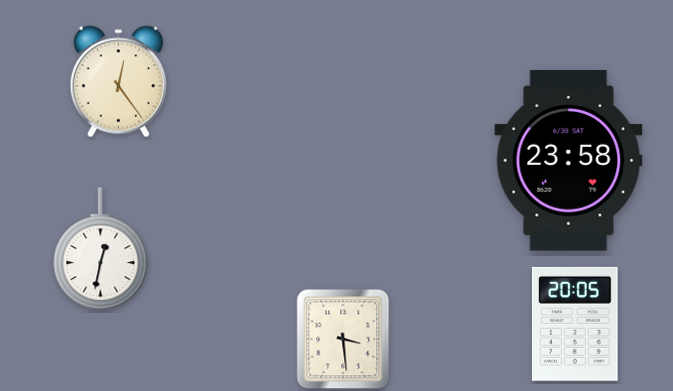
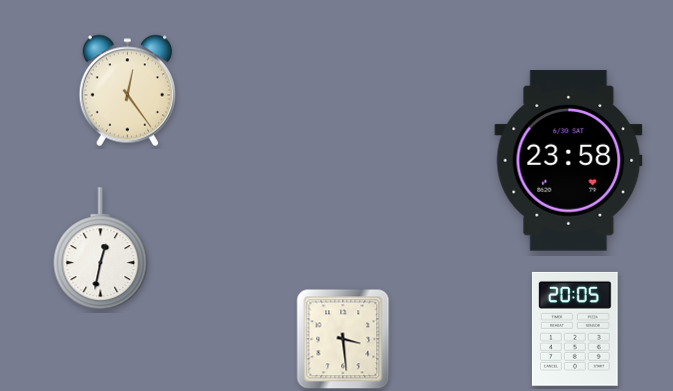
clock at (118, 82) position: (118, 82) -> (127, 91)
clock at (575, 324) position: (575, 324) -> (575, 329)
